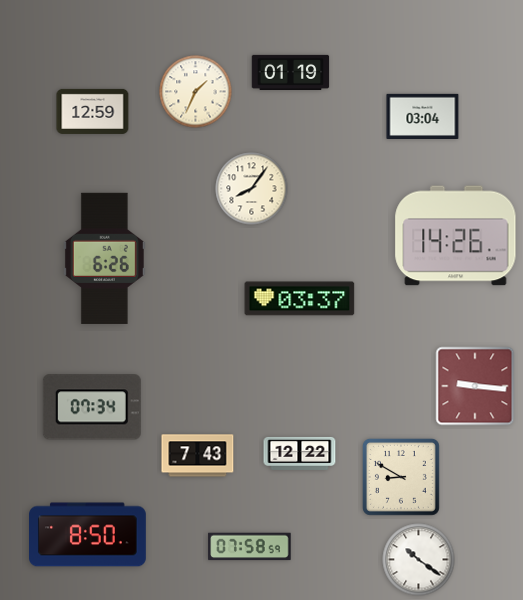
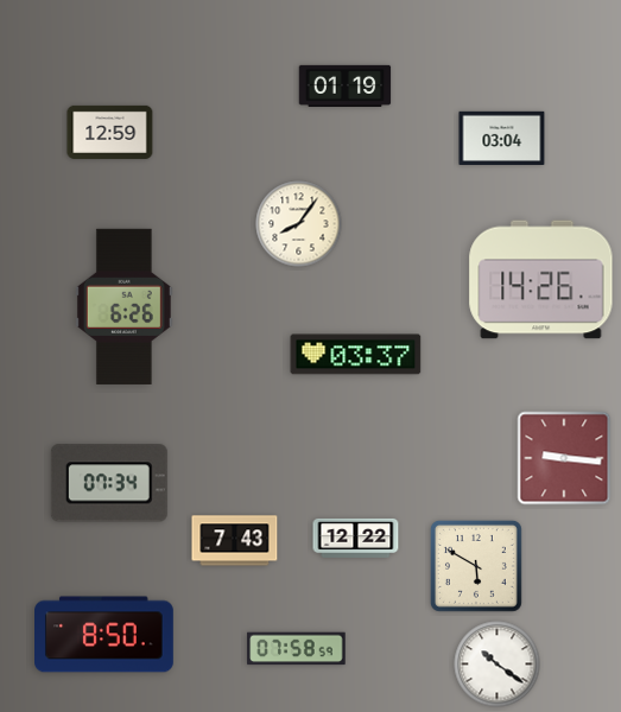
clock at (196, 92): 1:34 -> none
clock at (401, 477): 8:50 -> 5:50
